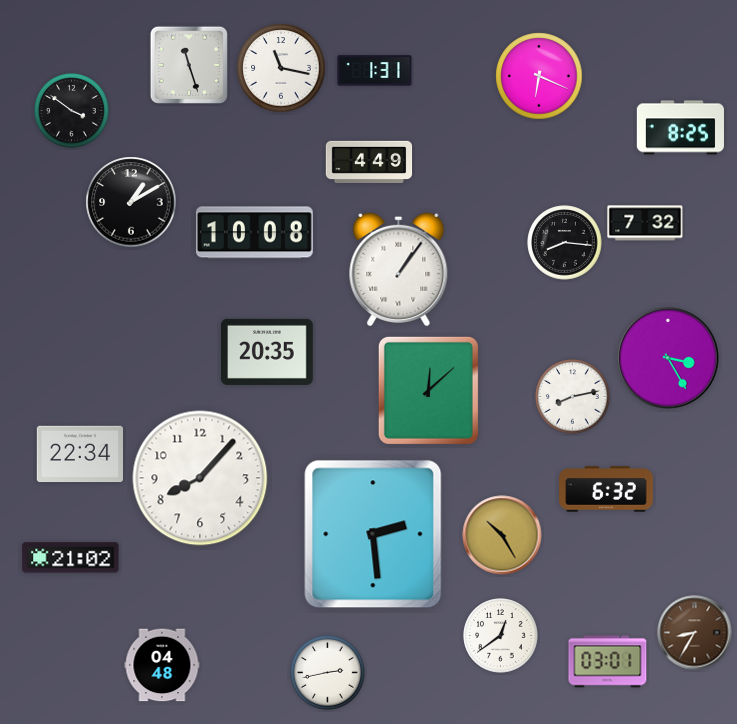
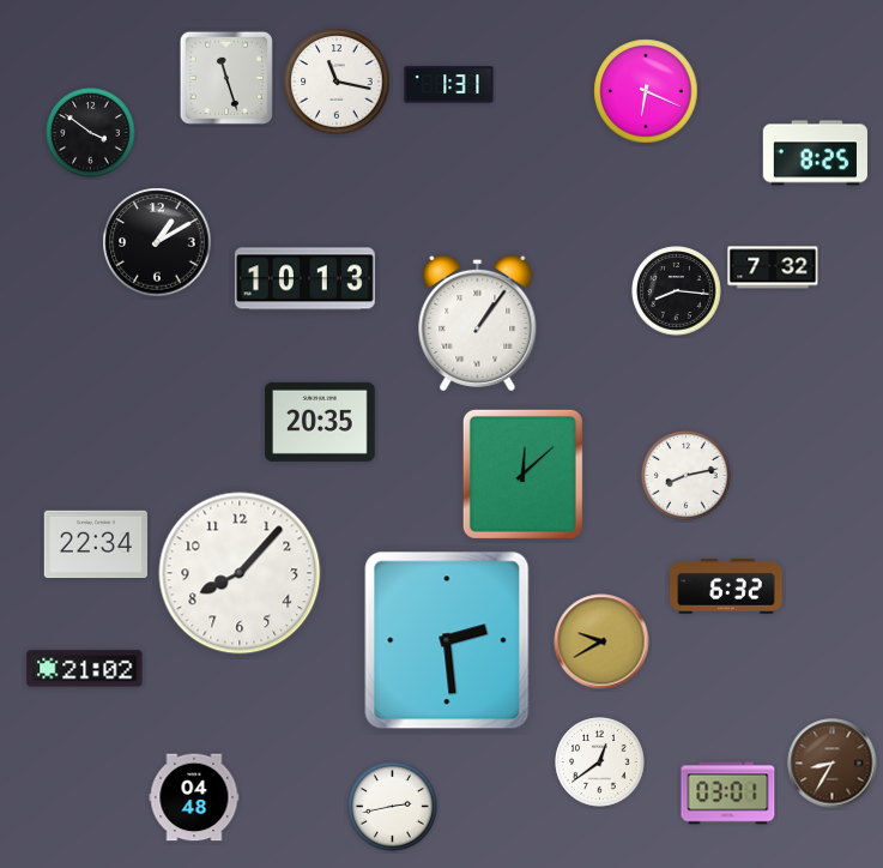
clock at (72, 111) position: (72, 111) -> (91, 133)
clock at (369, 161): 4:49 -> none
clock at (254, 233): 10:08 -> 10:13
clock at (668, 358): 3:25 -> none
clock at (428, 390) position: (428, 390) -> (522, 474)
clock at (502, 535): 10:25 -> 9:40
clock at (695, 633) position: (695, 633) -> (833, 764)
